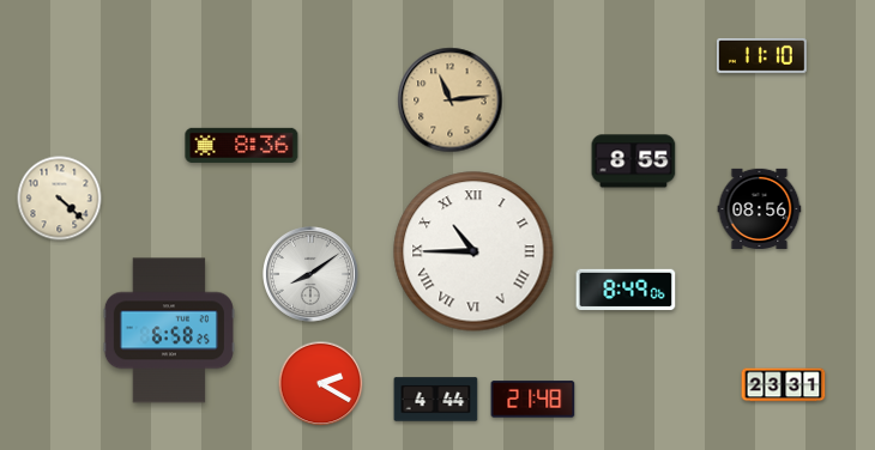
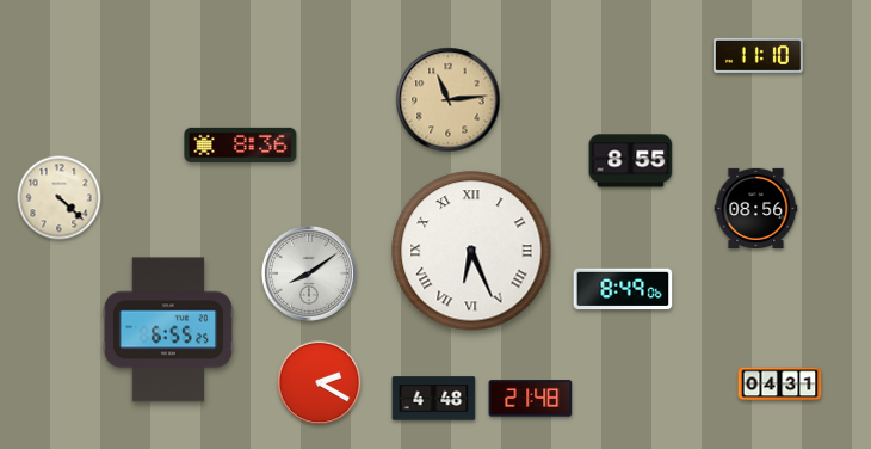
clock at (473, 251): 10:45 -> 6:26
clock at (169, 330): 6:58 -> 6:55
clock at (784, 385): 23:31 -> 04:31
clock at (436, 400): 4:44 -> 4:48
